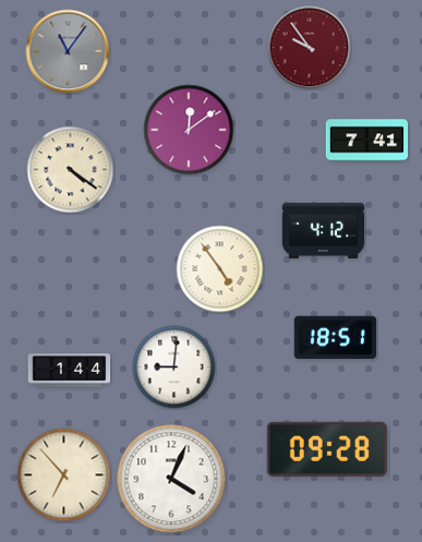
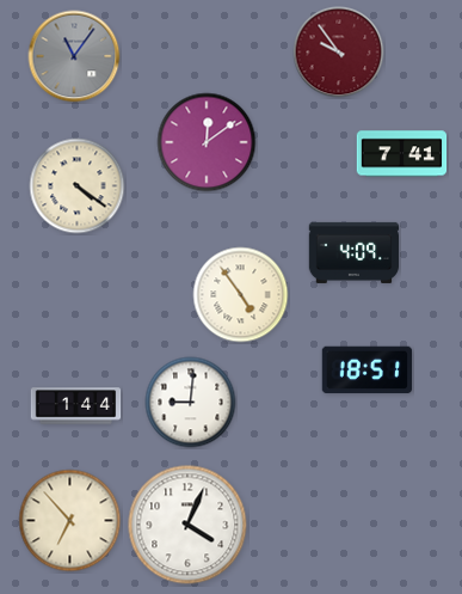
clock at (324, 230): 4:12 -> 4:09
clock at (327, 449): 09:28 -> none
